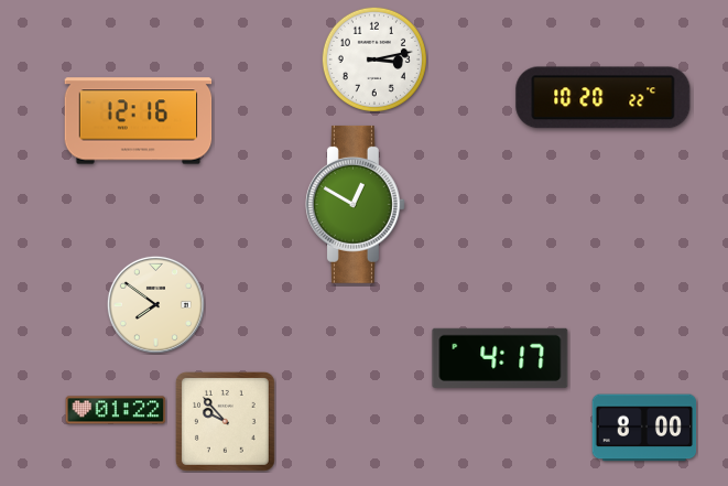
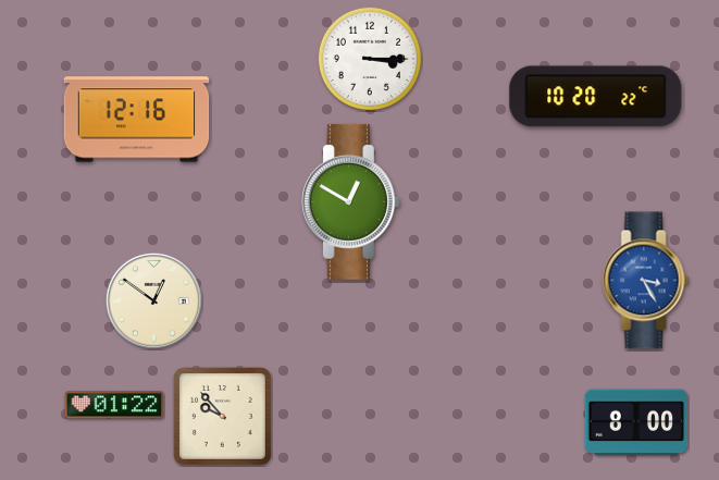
clock at (374, 60): 3:13 -> 3:15
clock at (646, 281): none -> 3:25
clock at (155, 304): 7:51 -> 12:51
clock at (500, 358): 4:17 -> none
